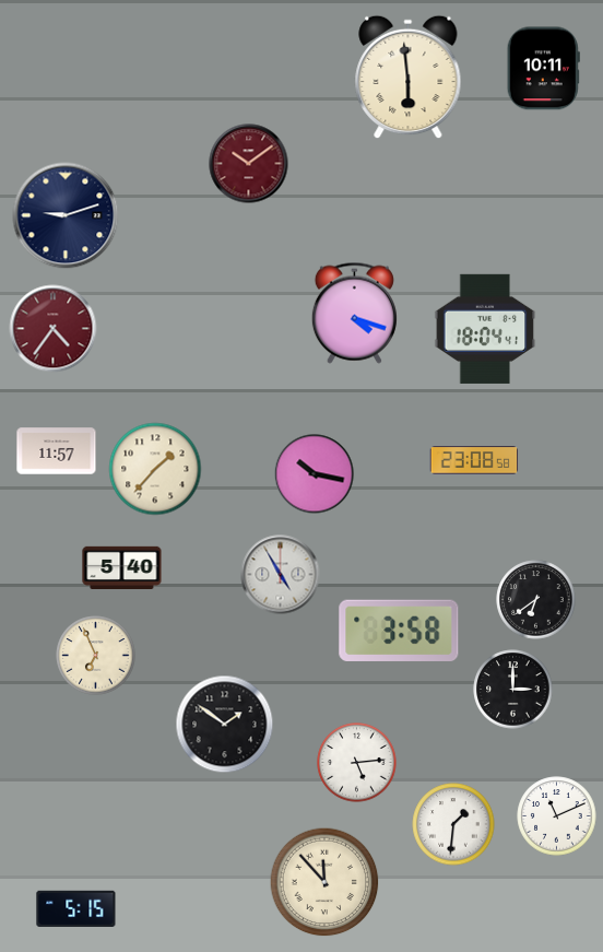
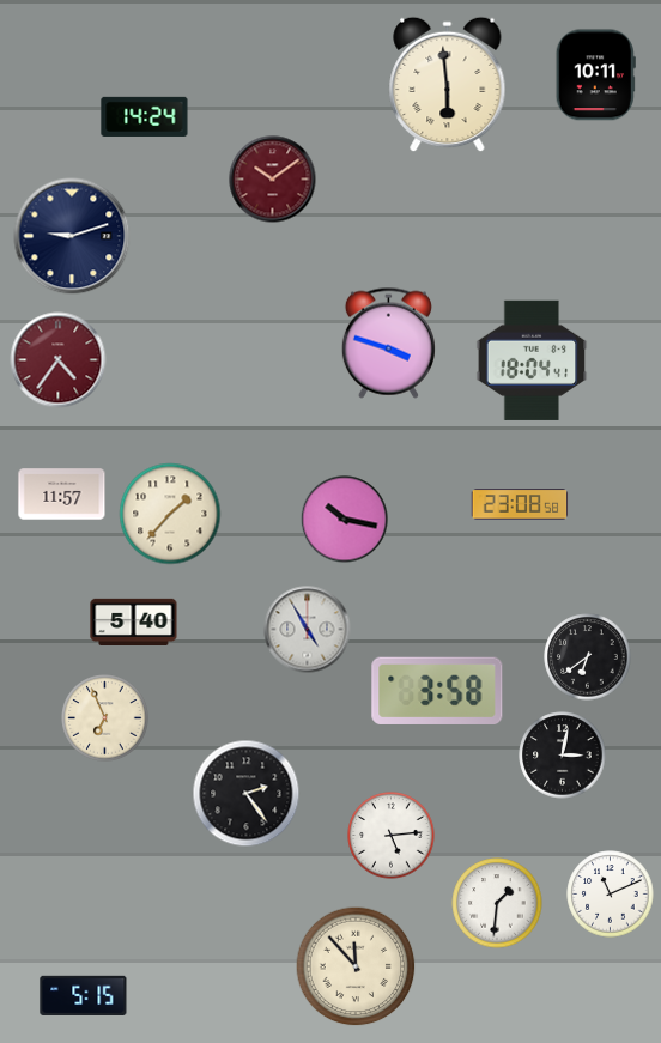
clock at (145, 116): none -> 14:24
clock at (354, 313): 4:18 -> 3:48
clock at (513, 690): 3:00 -> 3:02
clock at (225, 725): 1:51 -> 2:24
